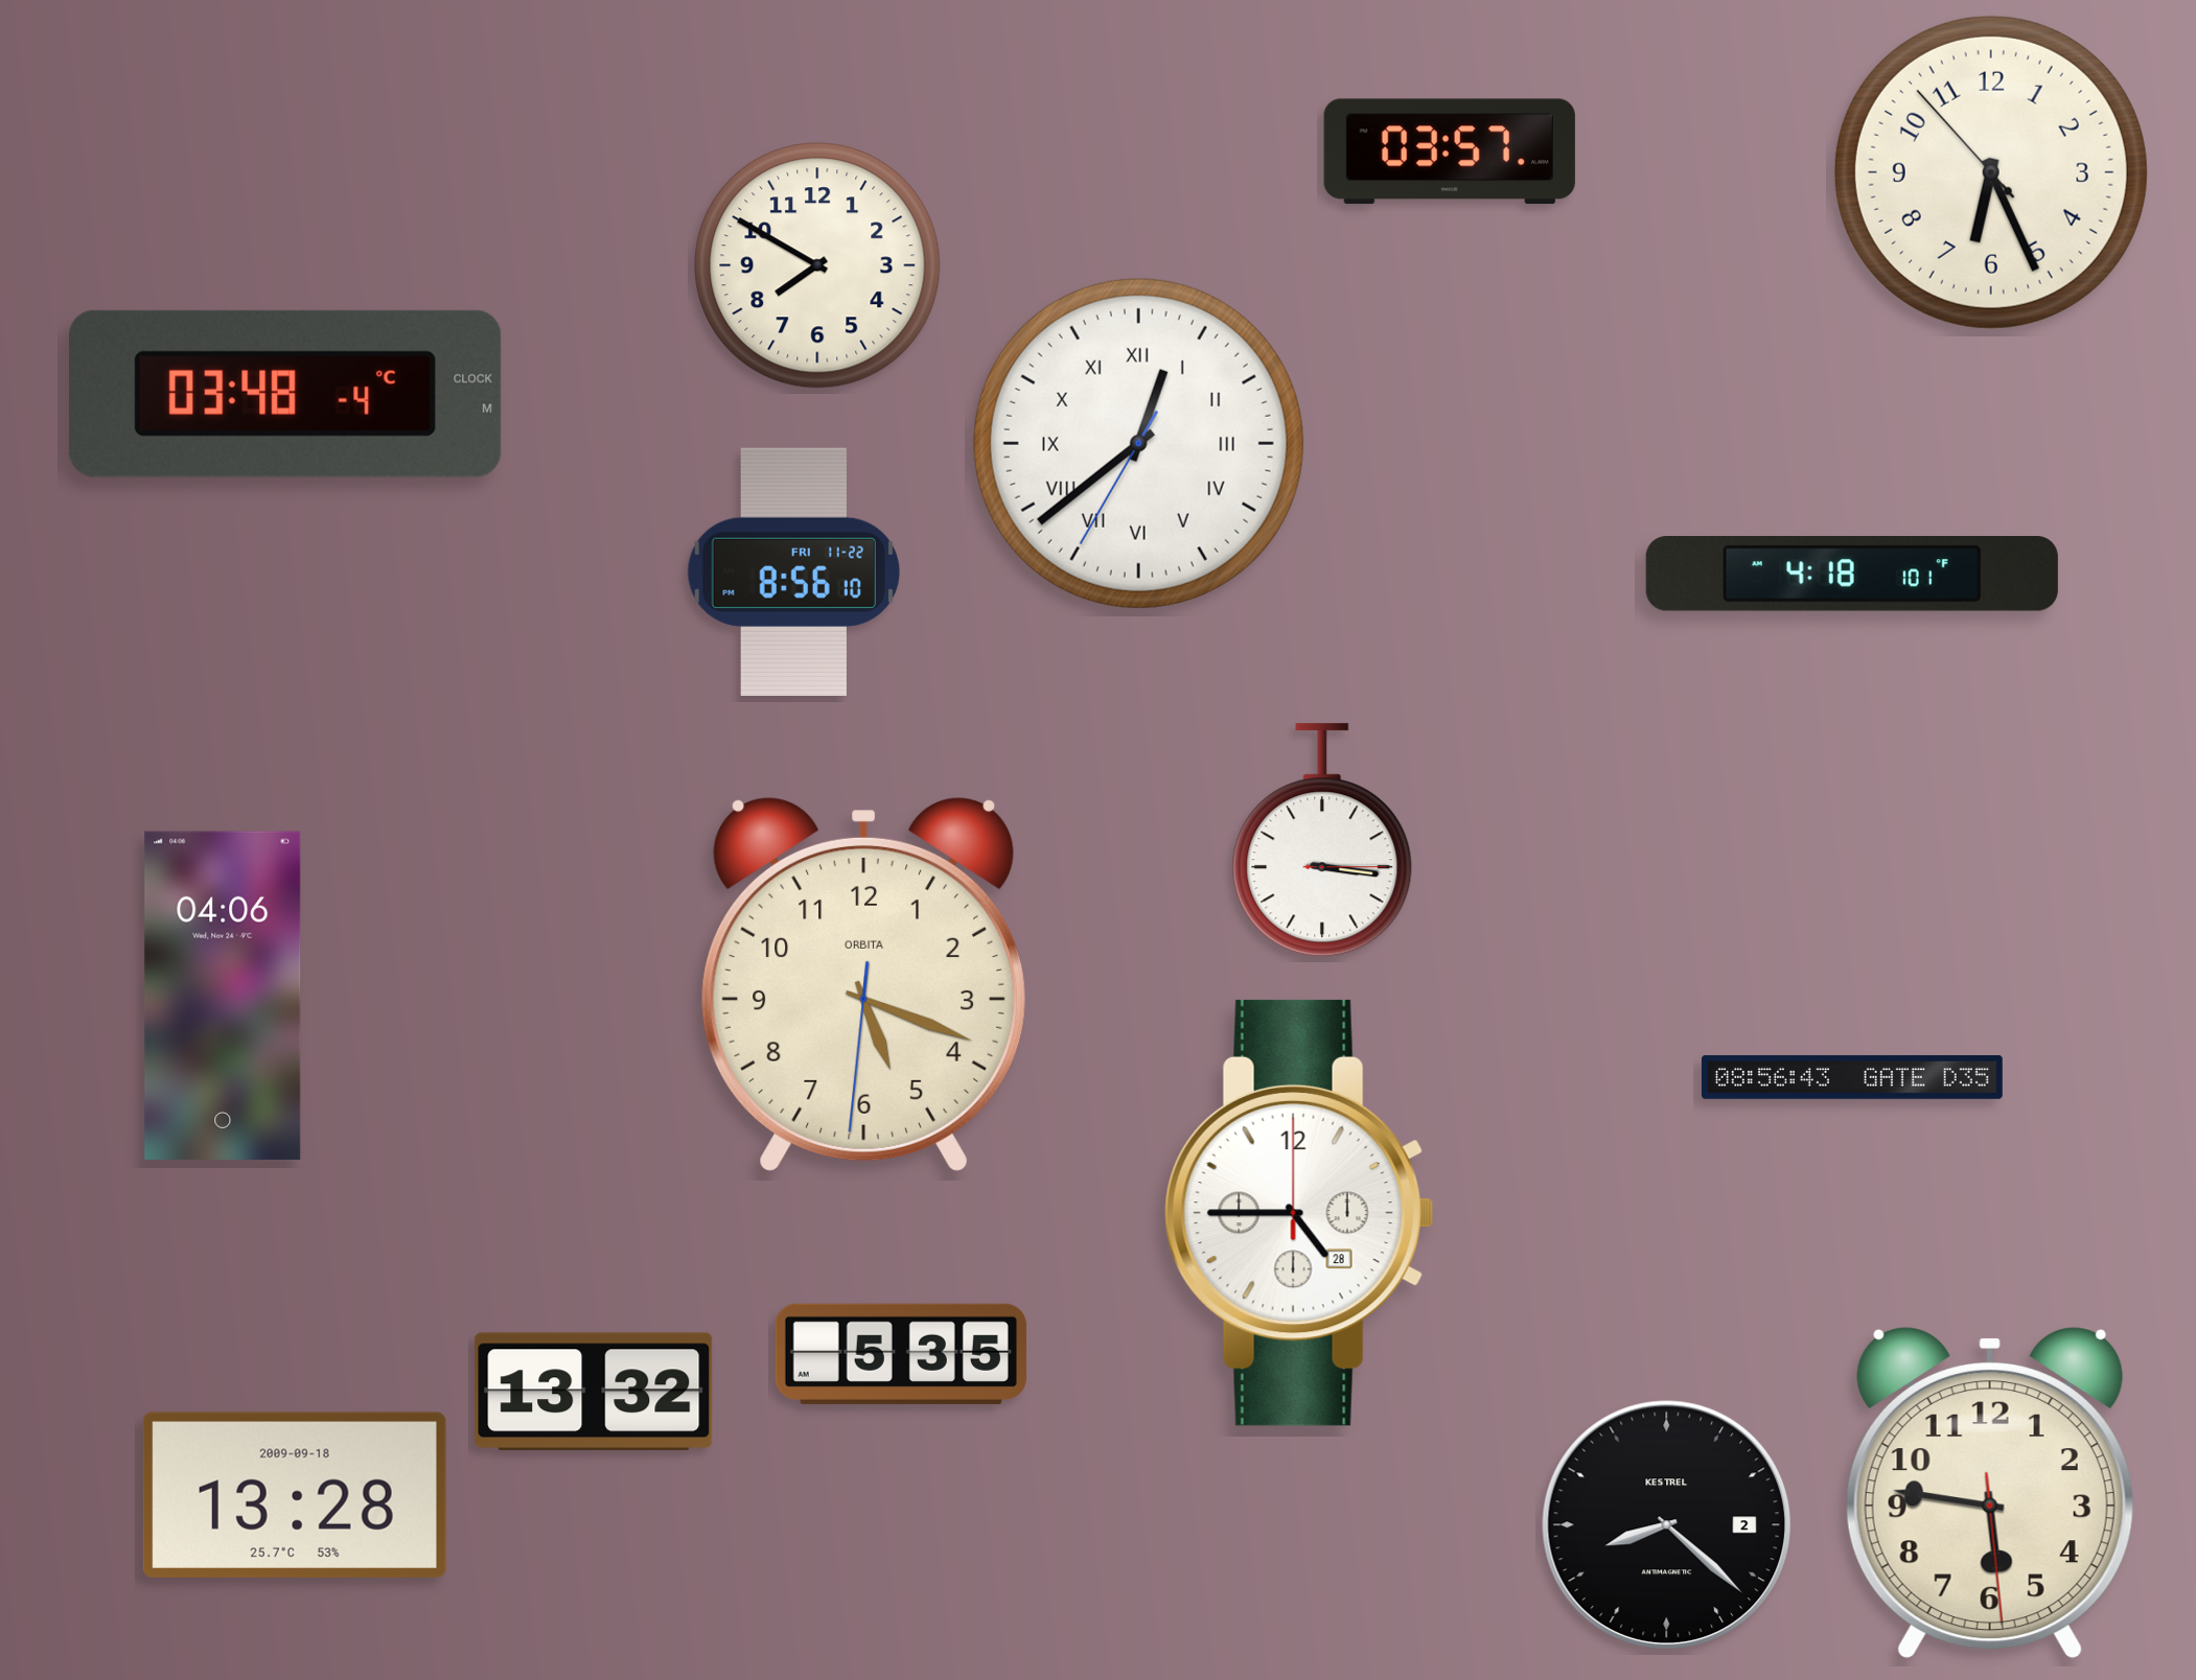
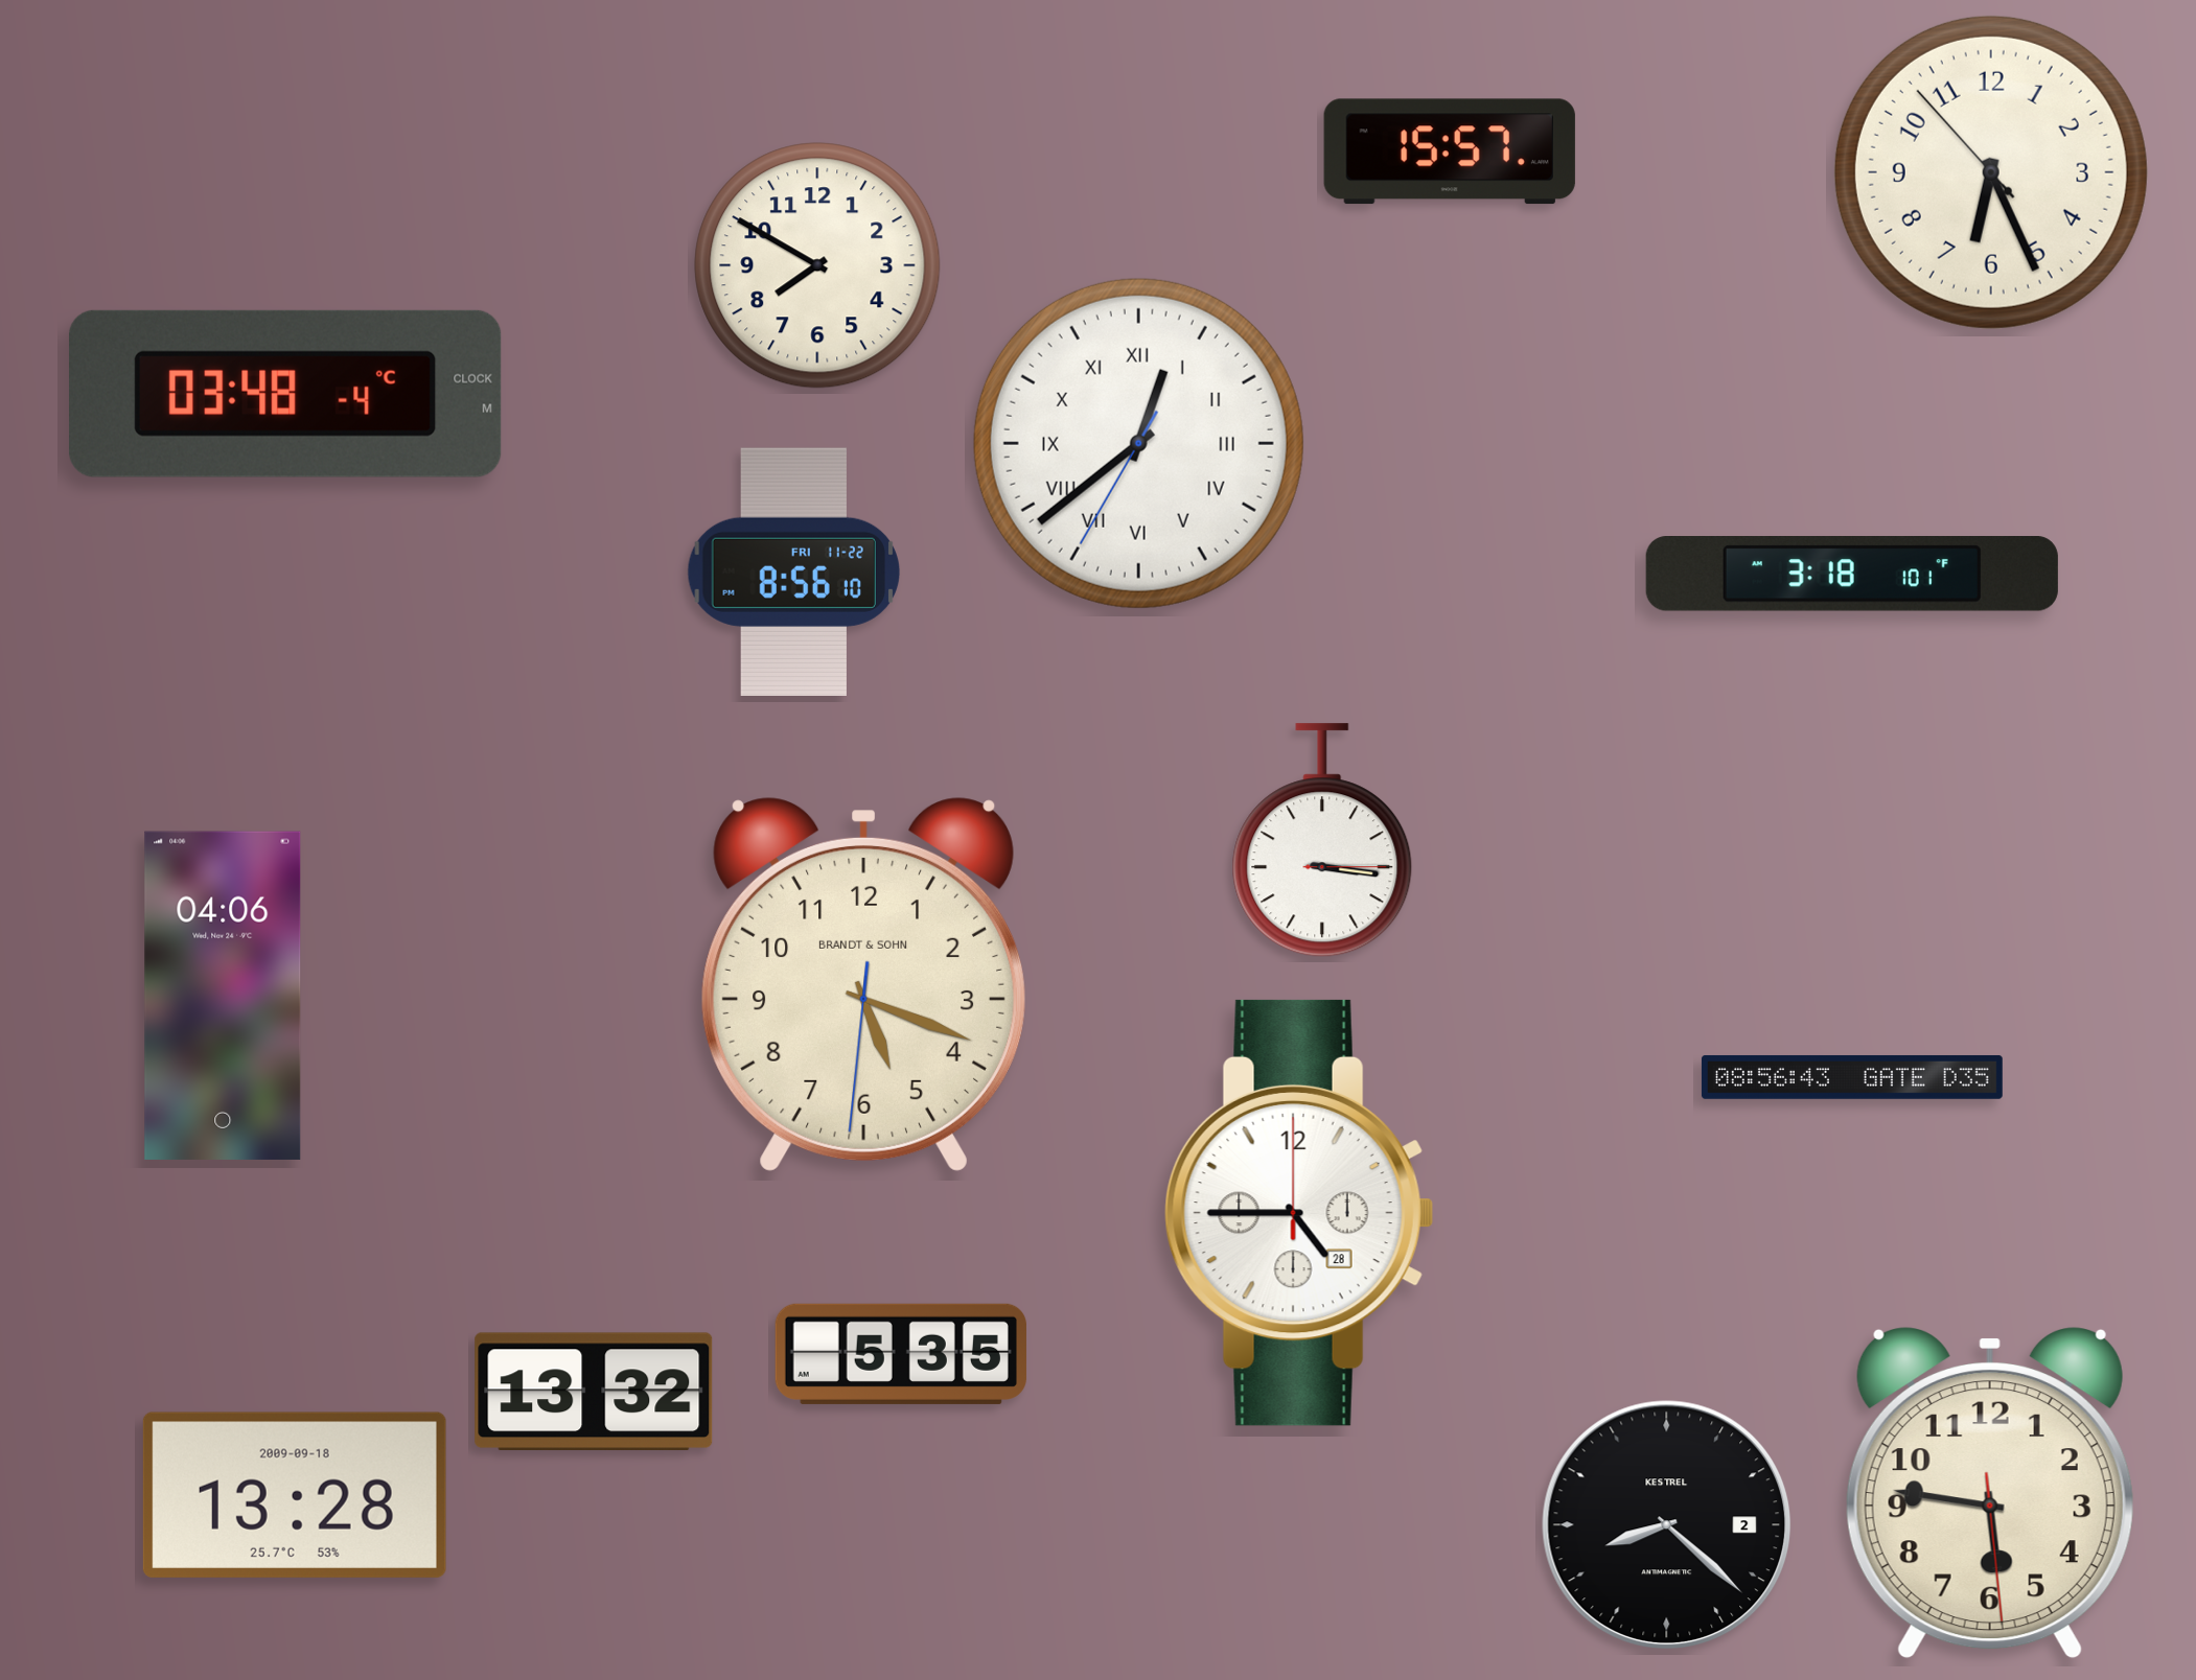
clock at (1450, 151): 03:57 -> 15:57
clock at (1852, 575): 4:18 -> 3:18
clock at (863, 985) brand: ORBITA -> BRANDT & SOHN
